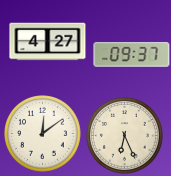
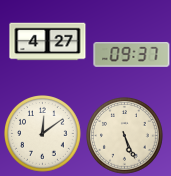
clock at (125, 136): 6:26 -> 5:26
